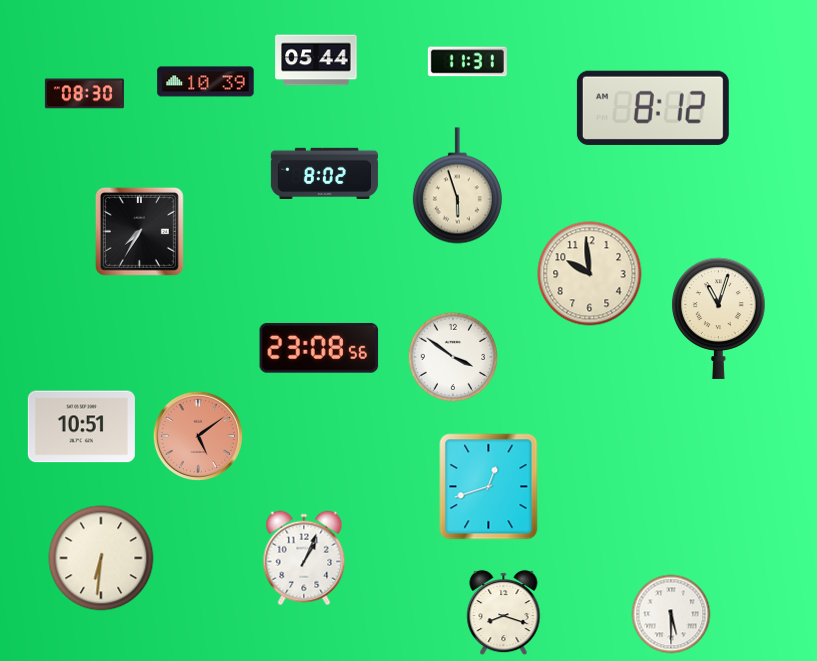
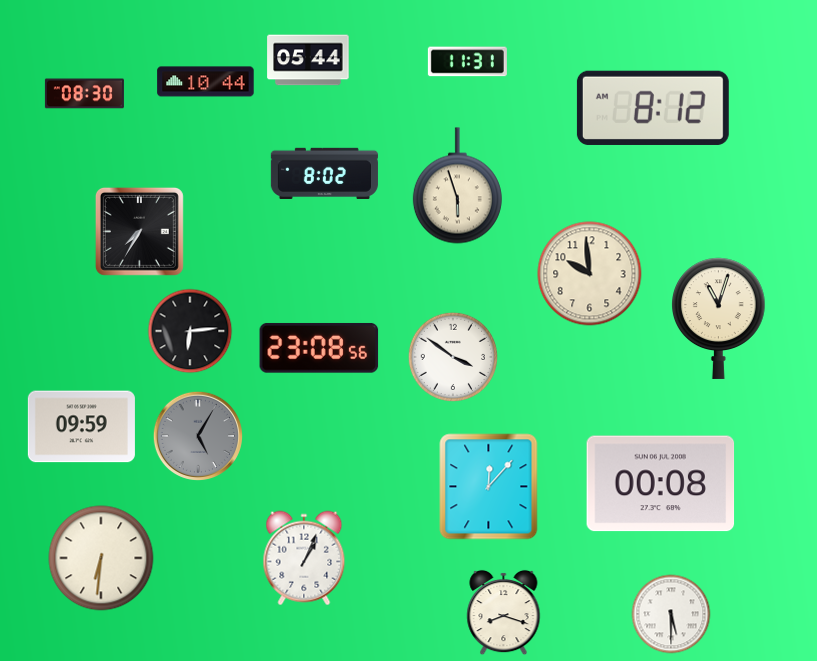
clock at (316, 60) position: (316, 60) -> (308, 60)
clock at (206, 82): 10:39 -> 10:44
clock at (190, 331): none -> 6:14
clock at (81, 427): 10:51 -> 09:59
clock at (198, 436): 5:09 -> 5:05
clock at (198, 436) dial: salmon -> grey
clock at (661, 484): none -> 00:08
clock at (489, 487): 12:42 -> 12:07
